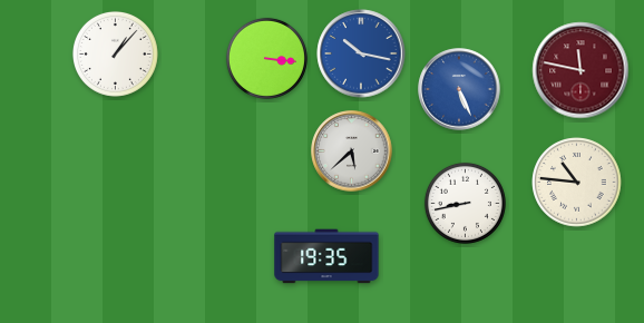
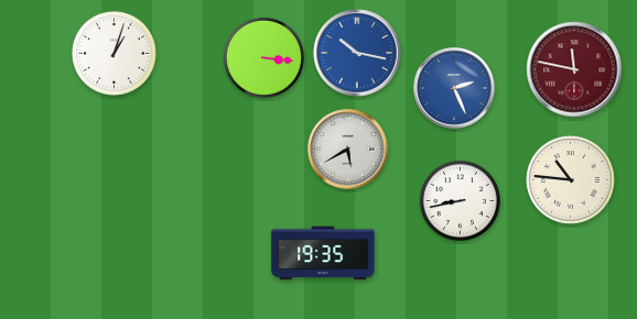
clock at (115, 53): 1:07 -> 1:03
clock at (459, 89): 5:26 -> 2:26
clock at (352, 151): 5:38 -> 5:40
